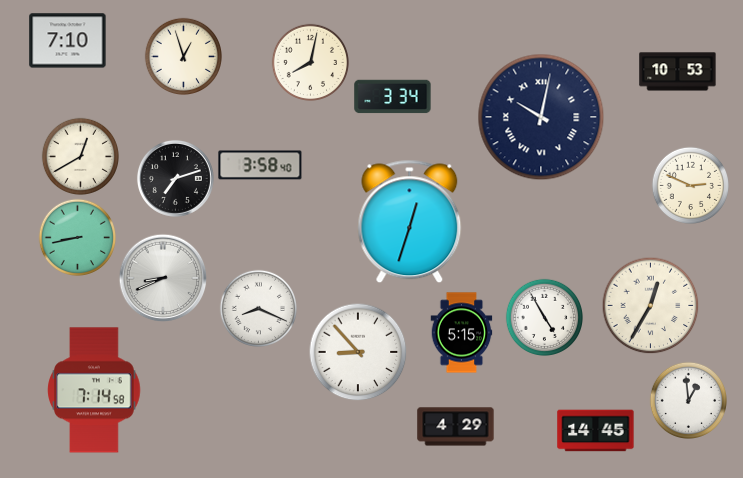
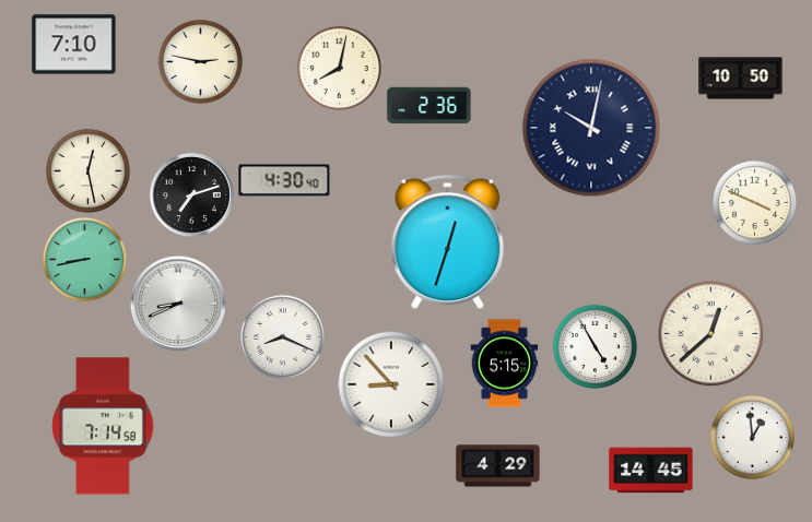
clock at (183, 56): 12:57 -> 2:47
clock at (678, 72): 10:53 -> 10:50
clock at (393, 97): 3:34 -> 2:36
clock at (80, 156): 12:40 -> 12:28
clock at (260, 165): 3:58 -> 4:30
clock at (690, 185): 2:49 -> 3:49
clock at (650, 305): 12:35 -> 12:38
